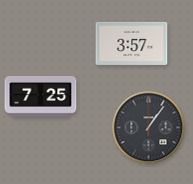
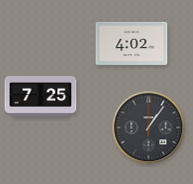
clock at (132, 43): 3:57 -> 4:02
